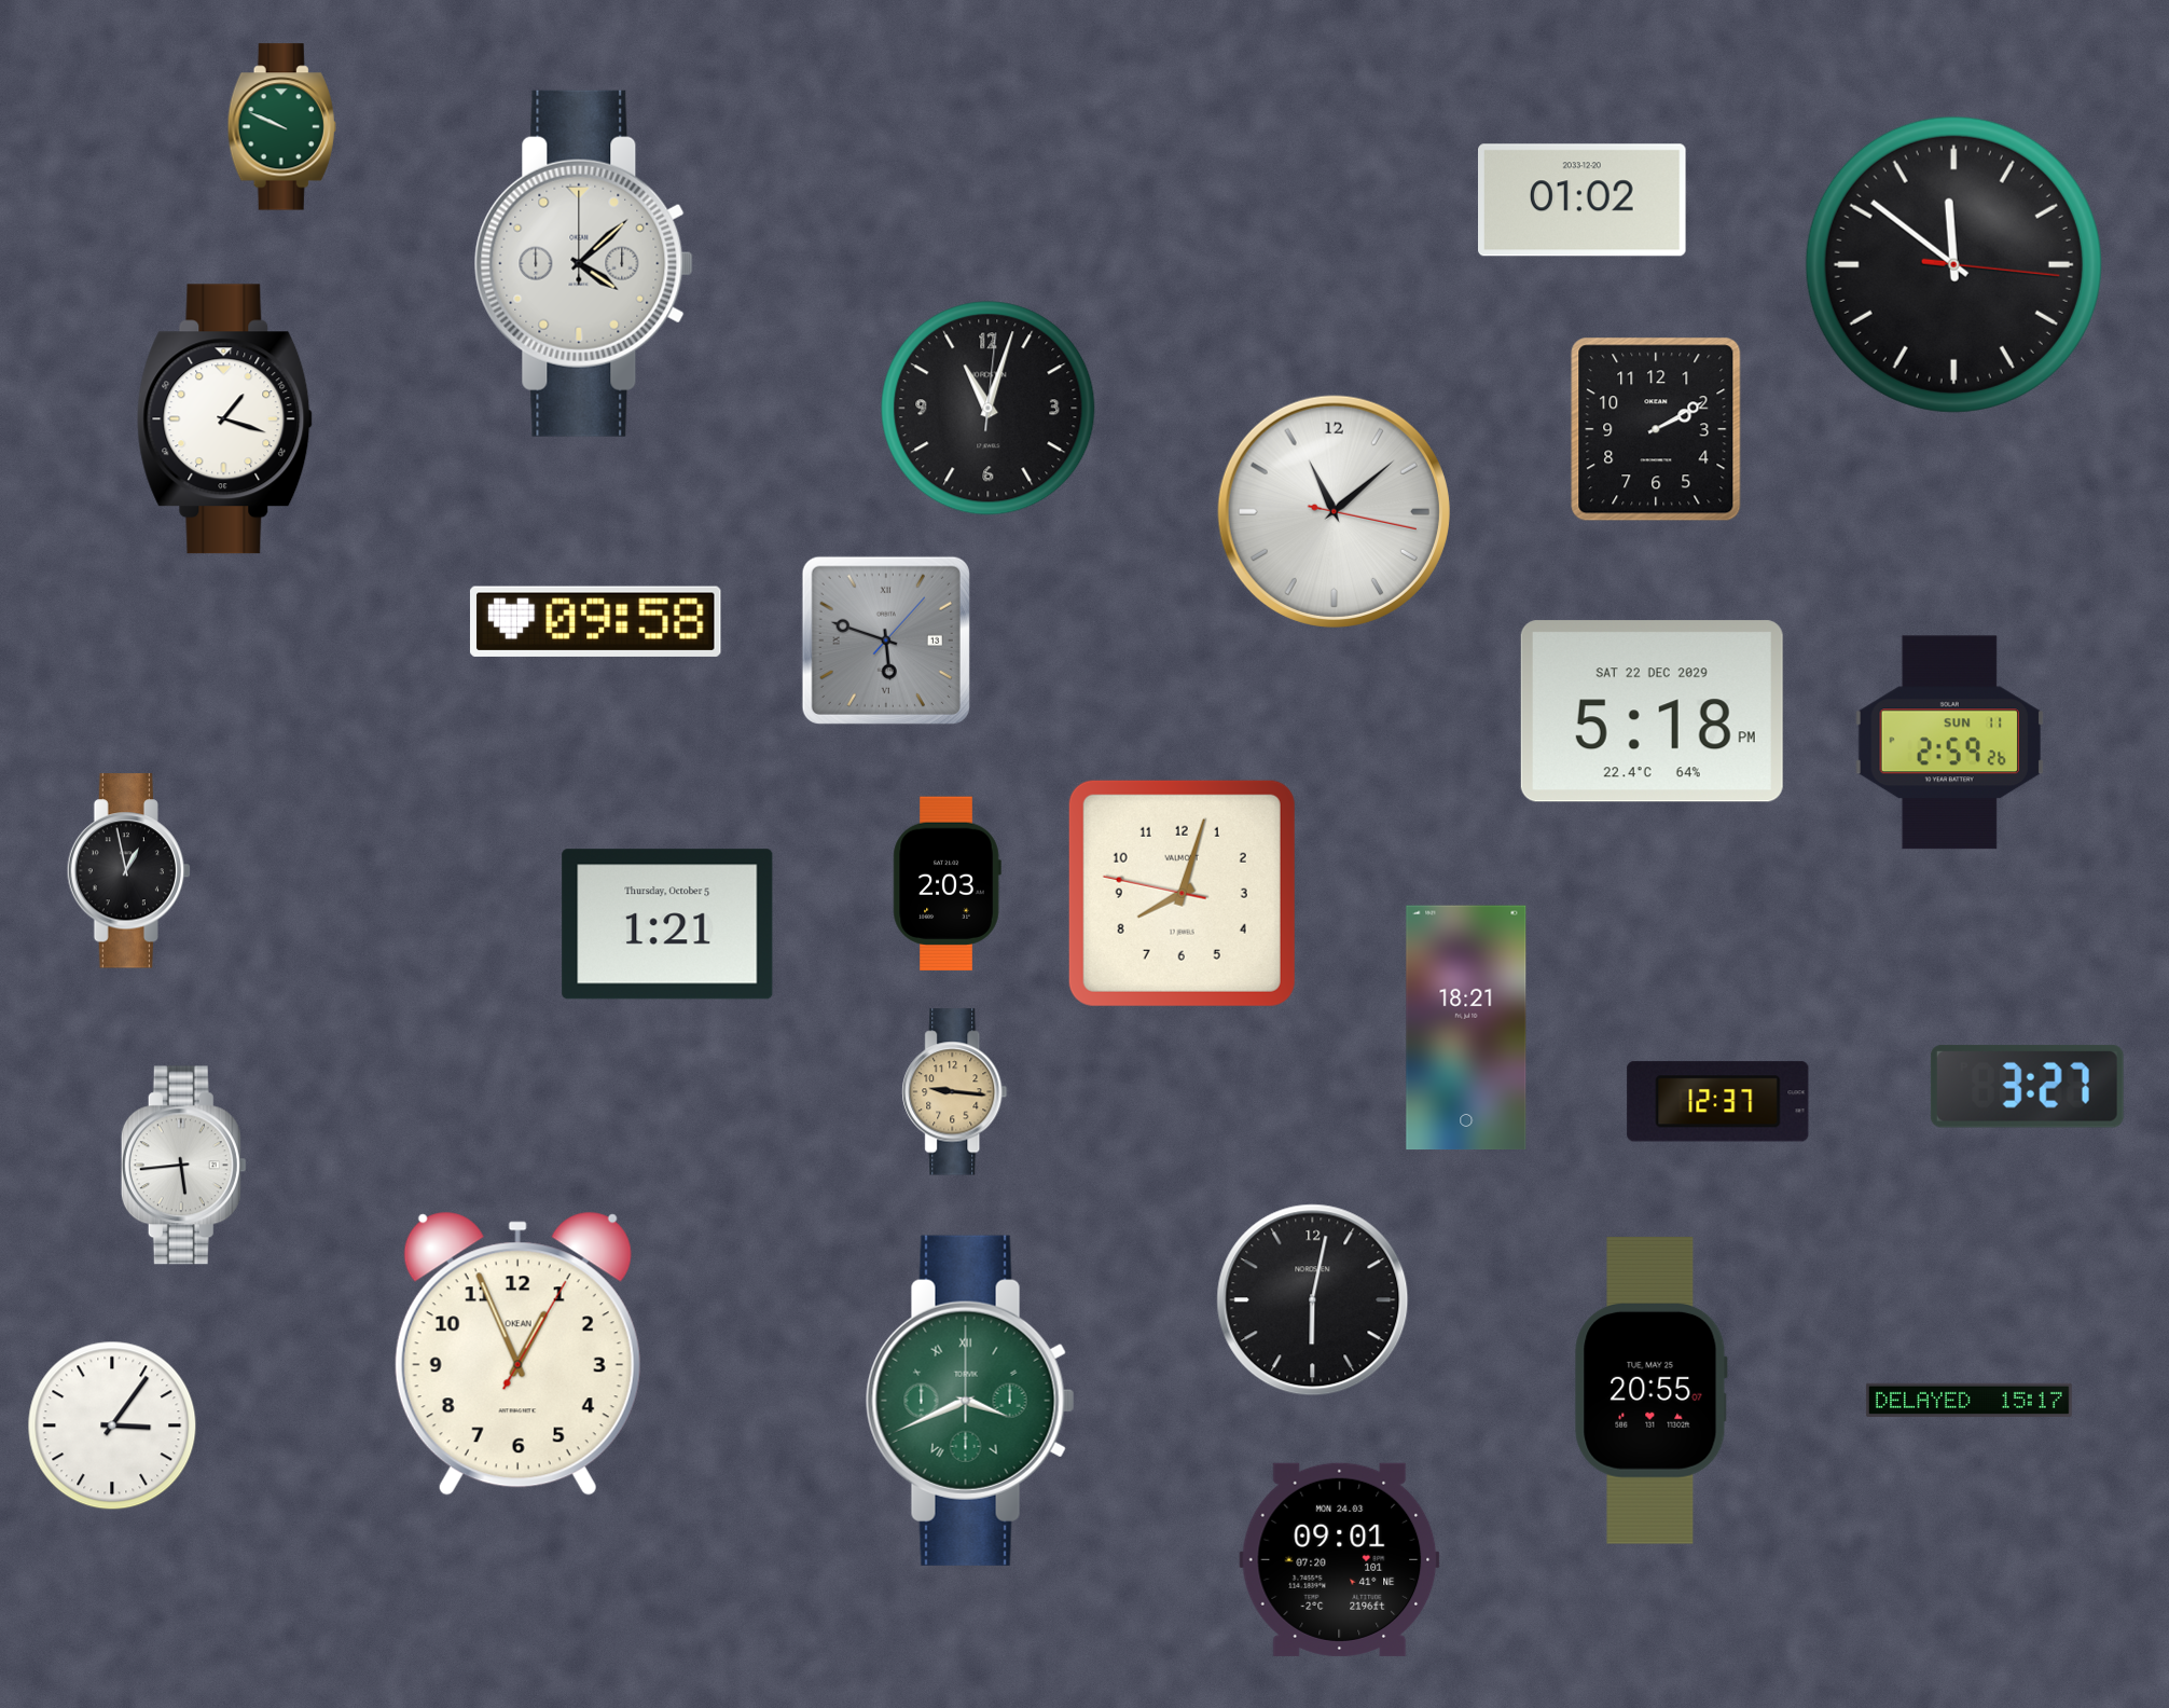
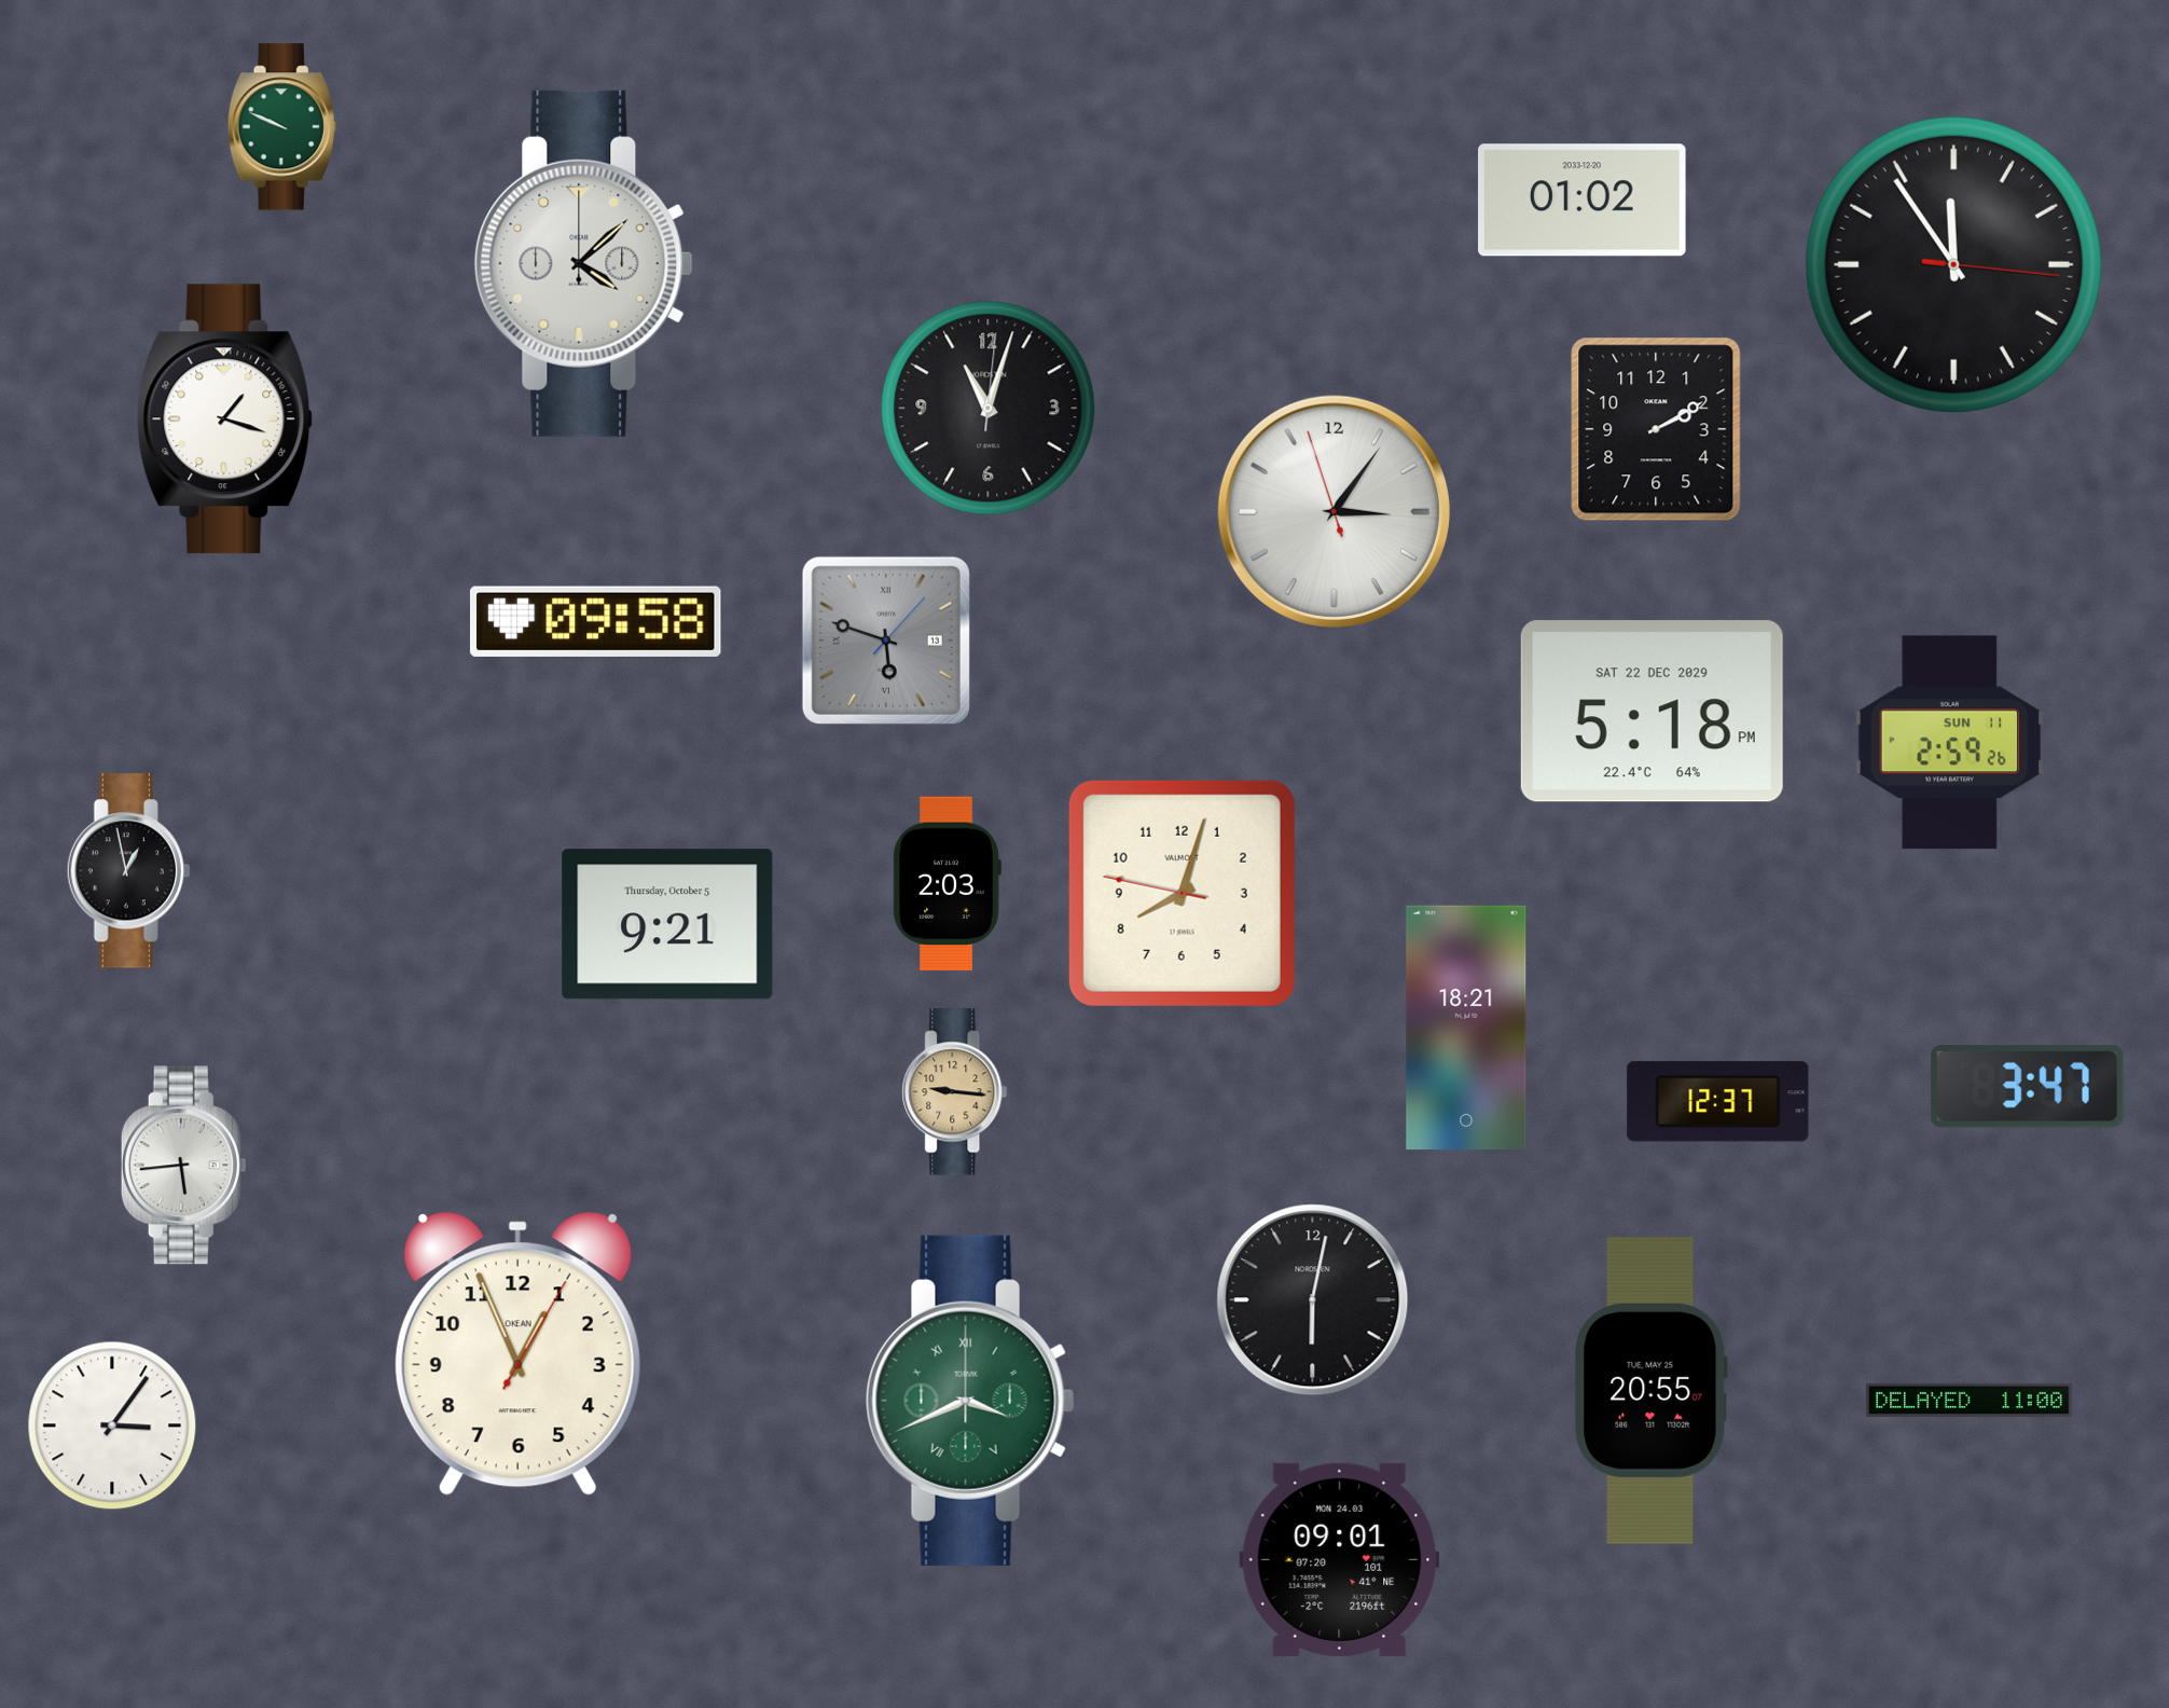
clock at (1953, 264): 11:51 -> 11:54
clock at (1334, 511): 11:08 -> 3:05
clock at (667, 924): 1:21 -> 9:21
clock at (2027, 1087): 3:27 -> 3:47
clock at (1968, 1400): 15:17 -> 11:00
